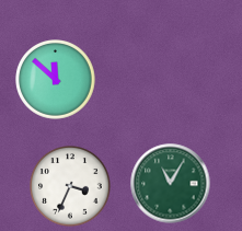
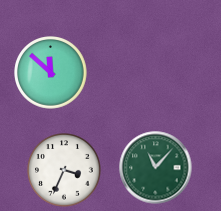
clock at (171, 184): 11:05 -> 11:07
